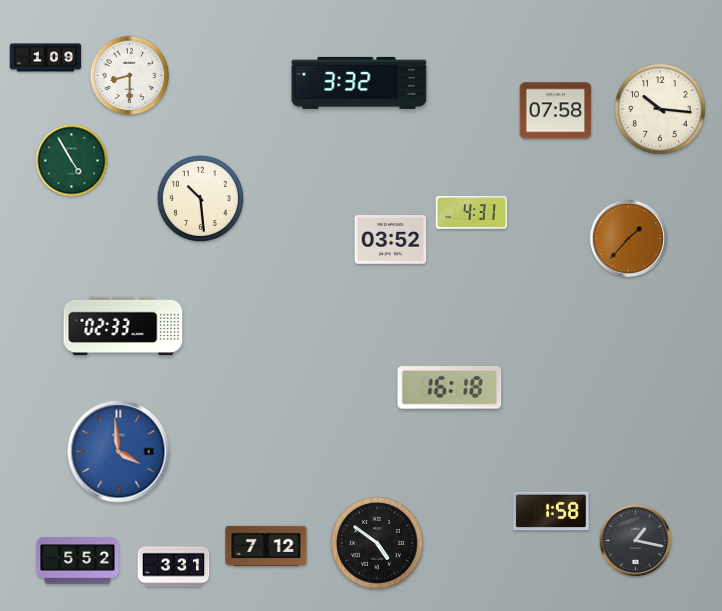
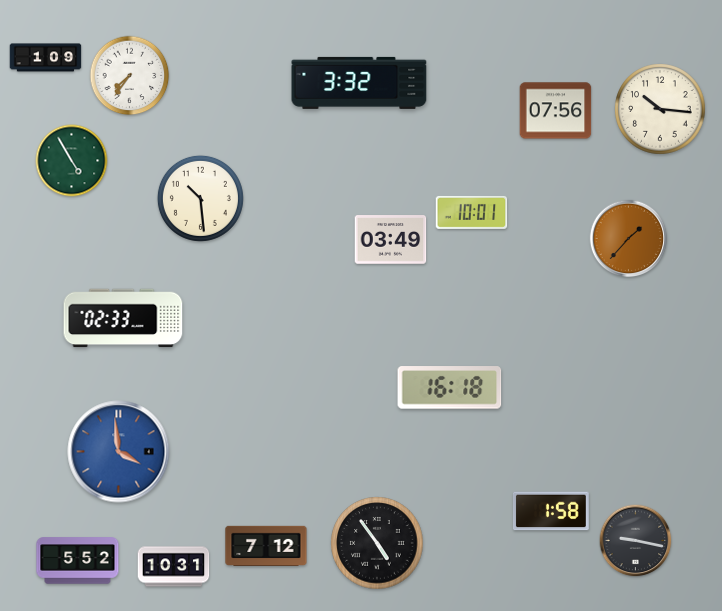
clock at (130, 76): 8:30 -> 7:36
clock at (556, 111): 07:58 -> 07:56
clock at (472, 212): 4:31 -> 10:01
clock at (391, 240): 03:52 -> 03:49
clock at (123, 326) position: (123, 326) -> (123, 318)
clock at (636, 541): 1:17 -> 9:17
clock at (377, 543): 4:51 -> 4:54
clock at (174, 567): 3:31 -> 10:31
